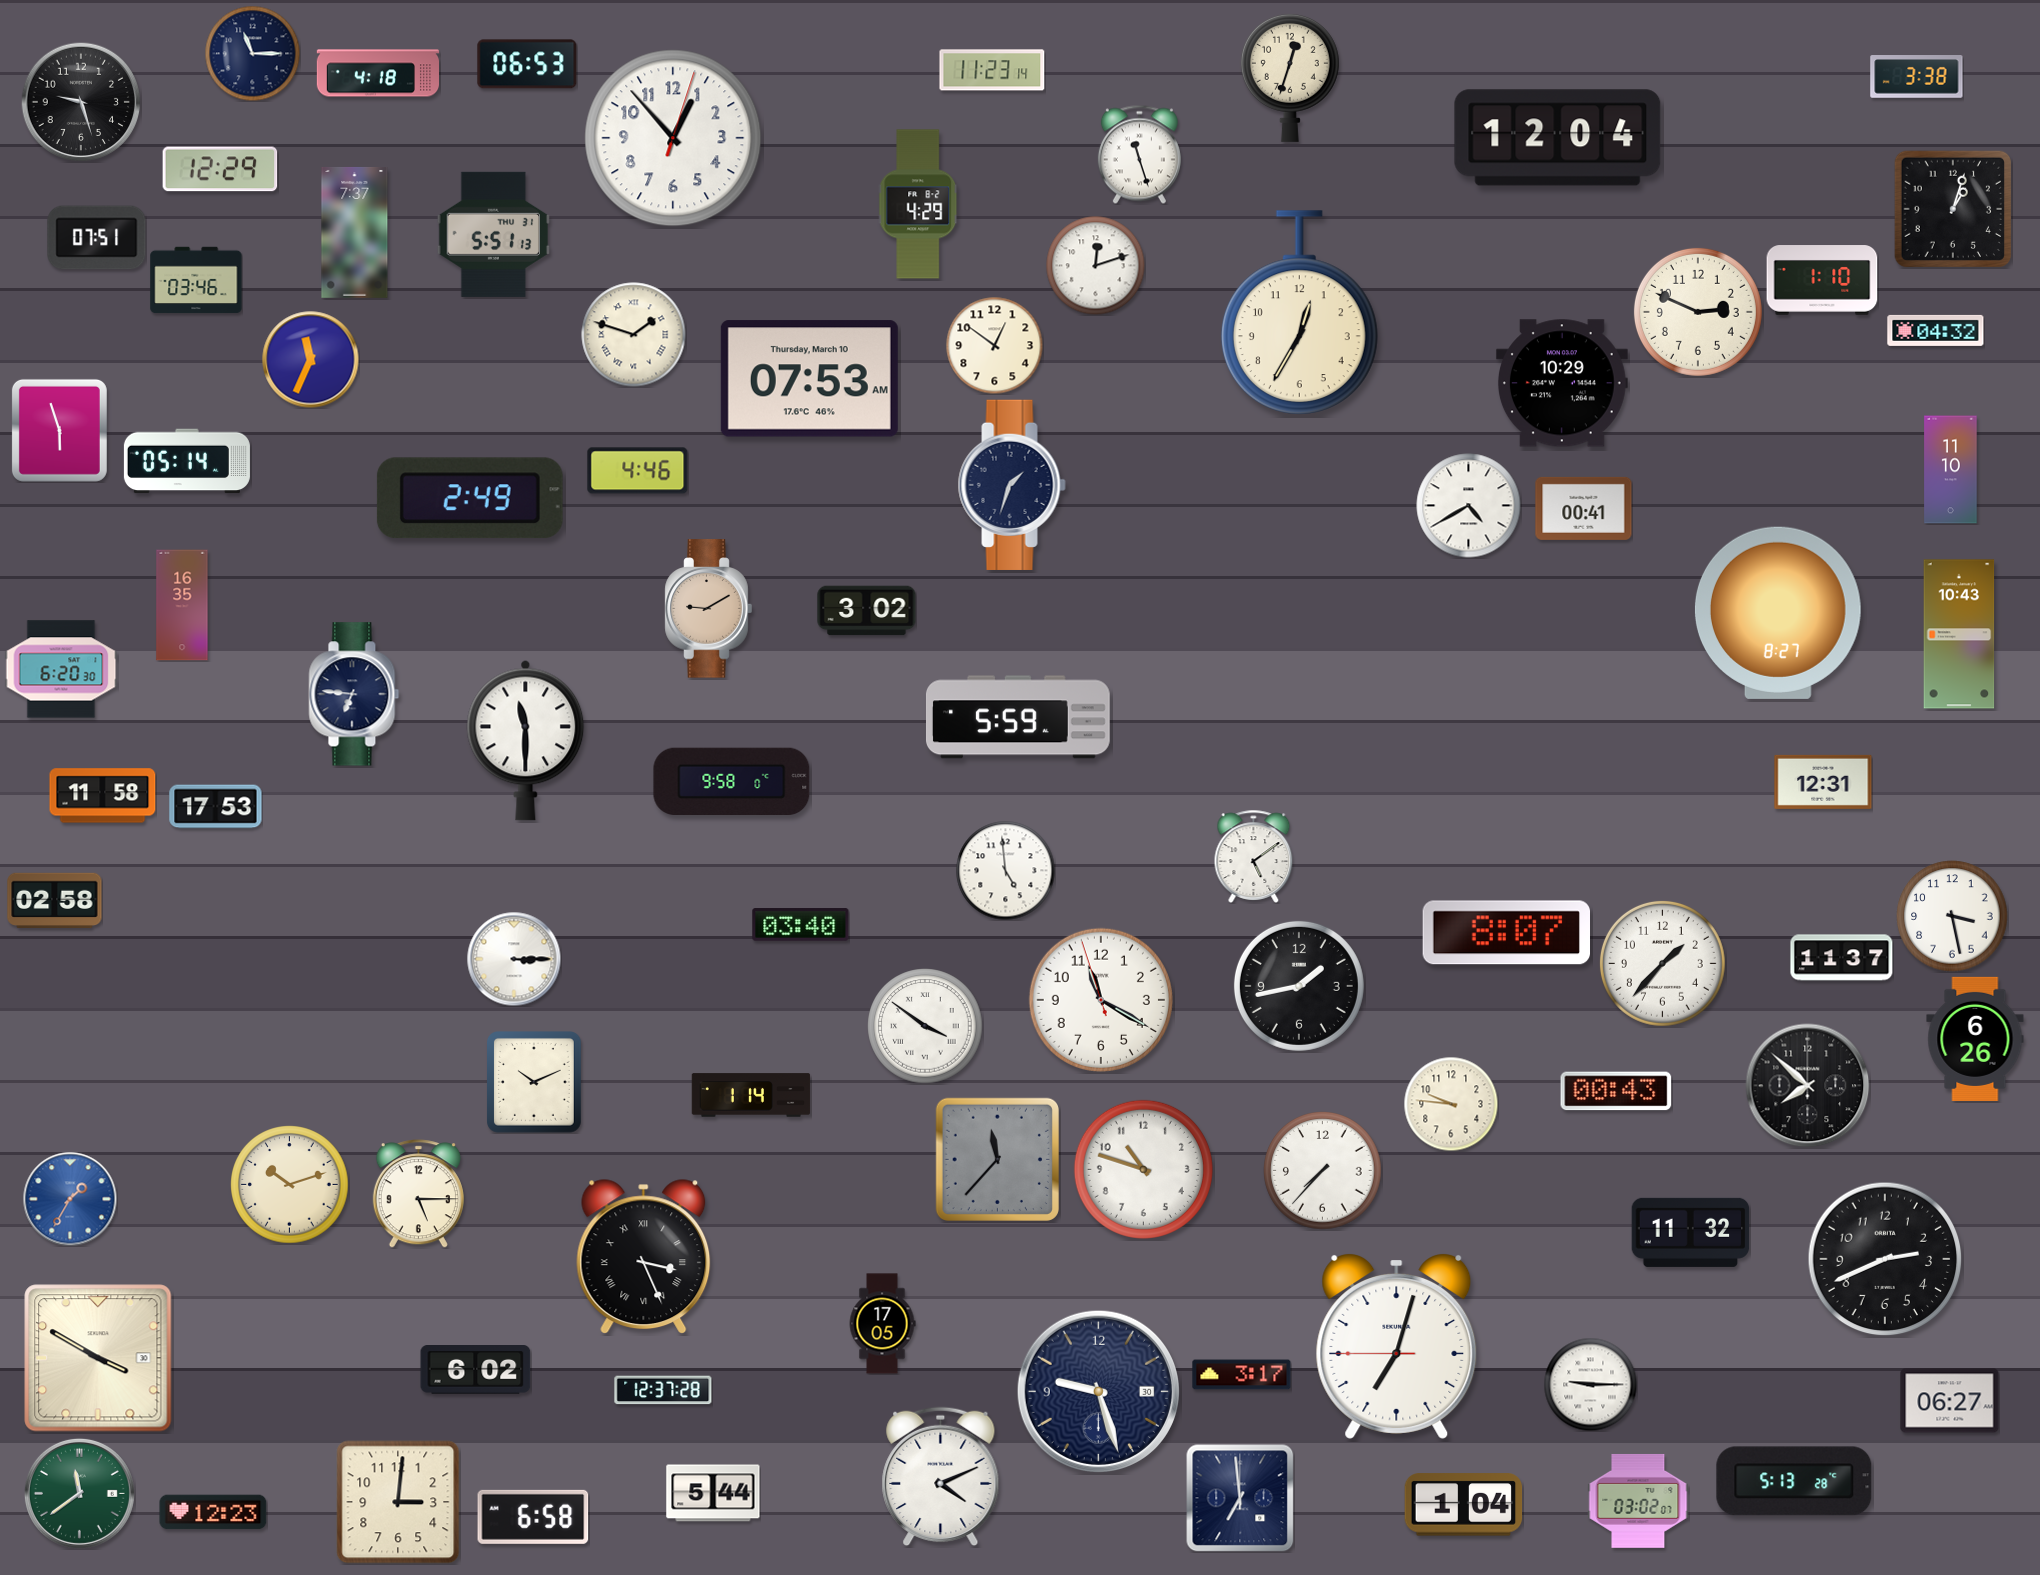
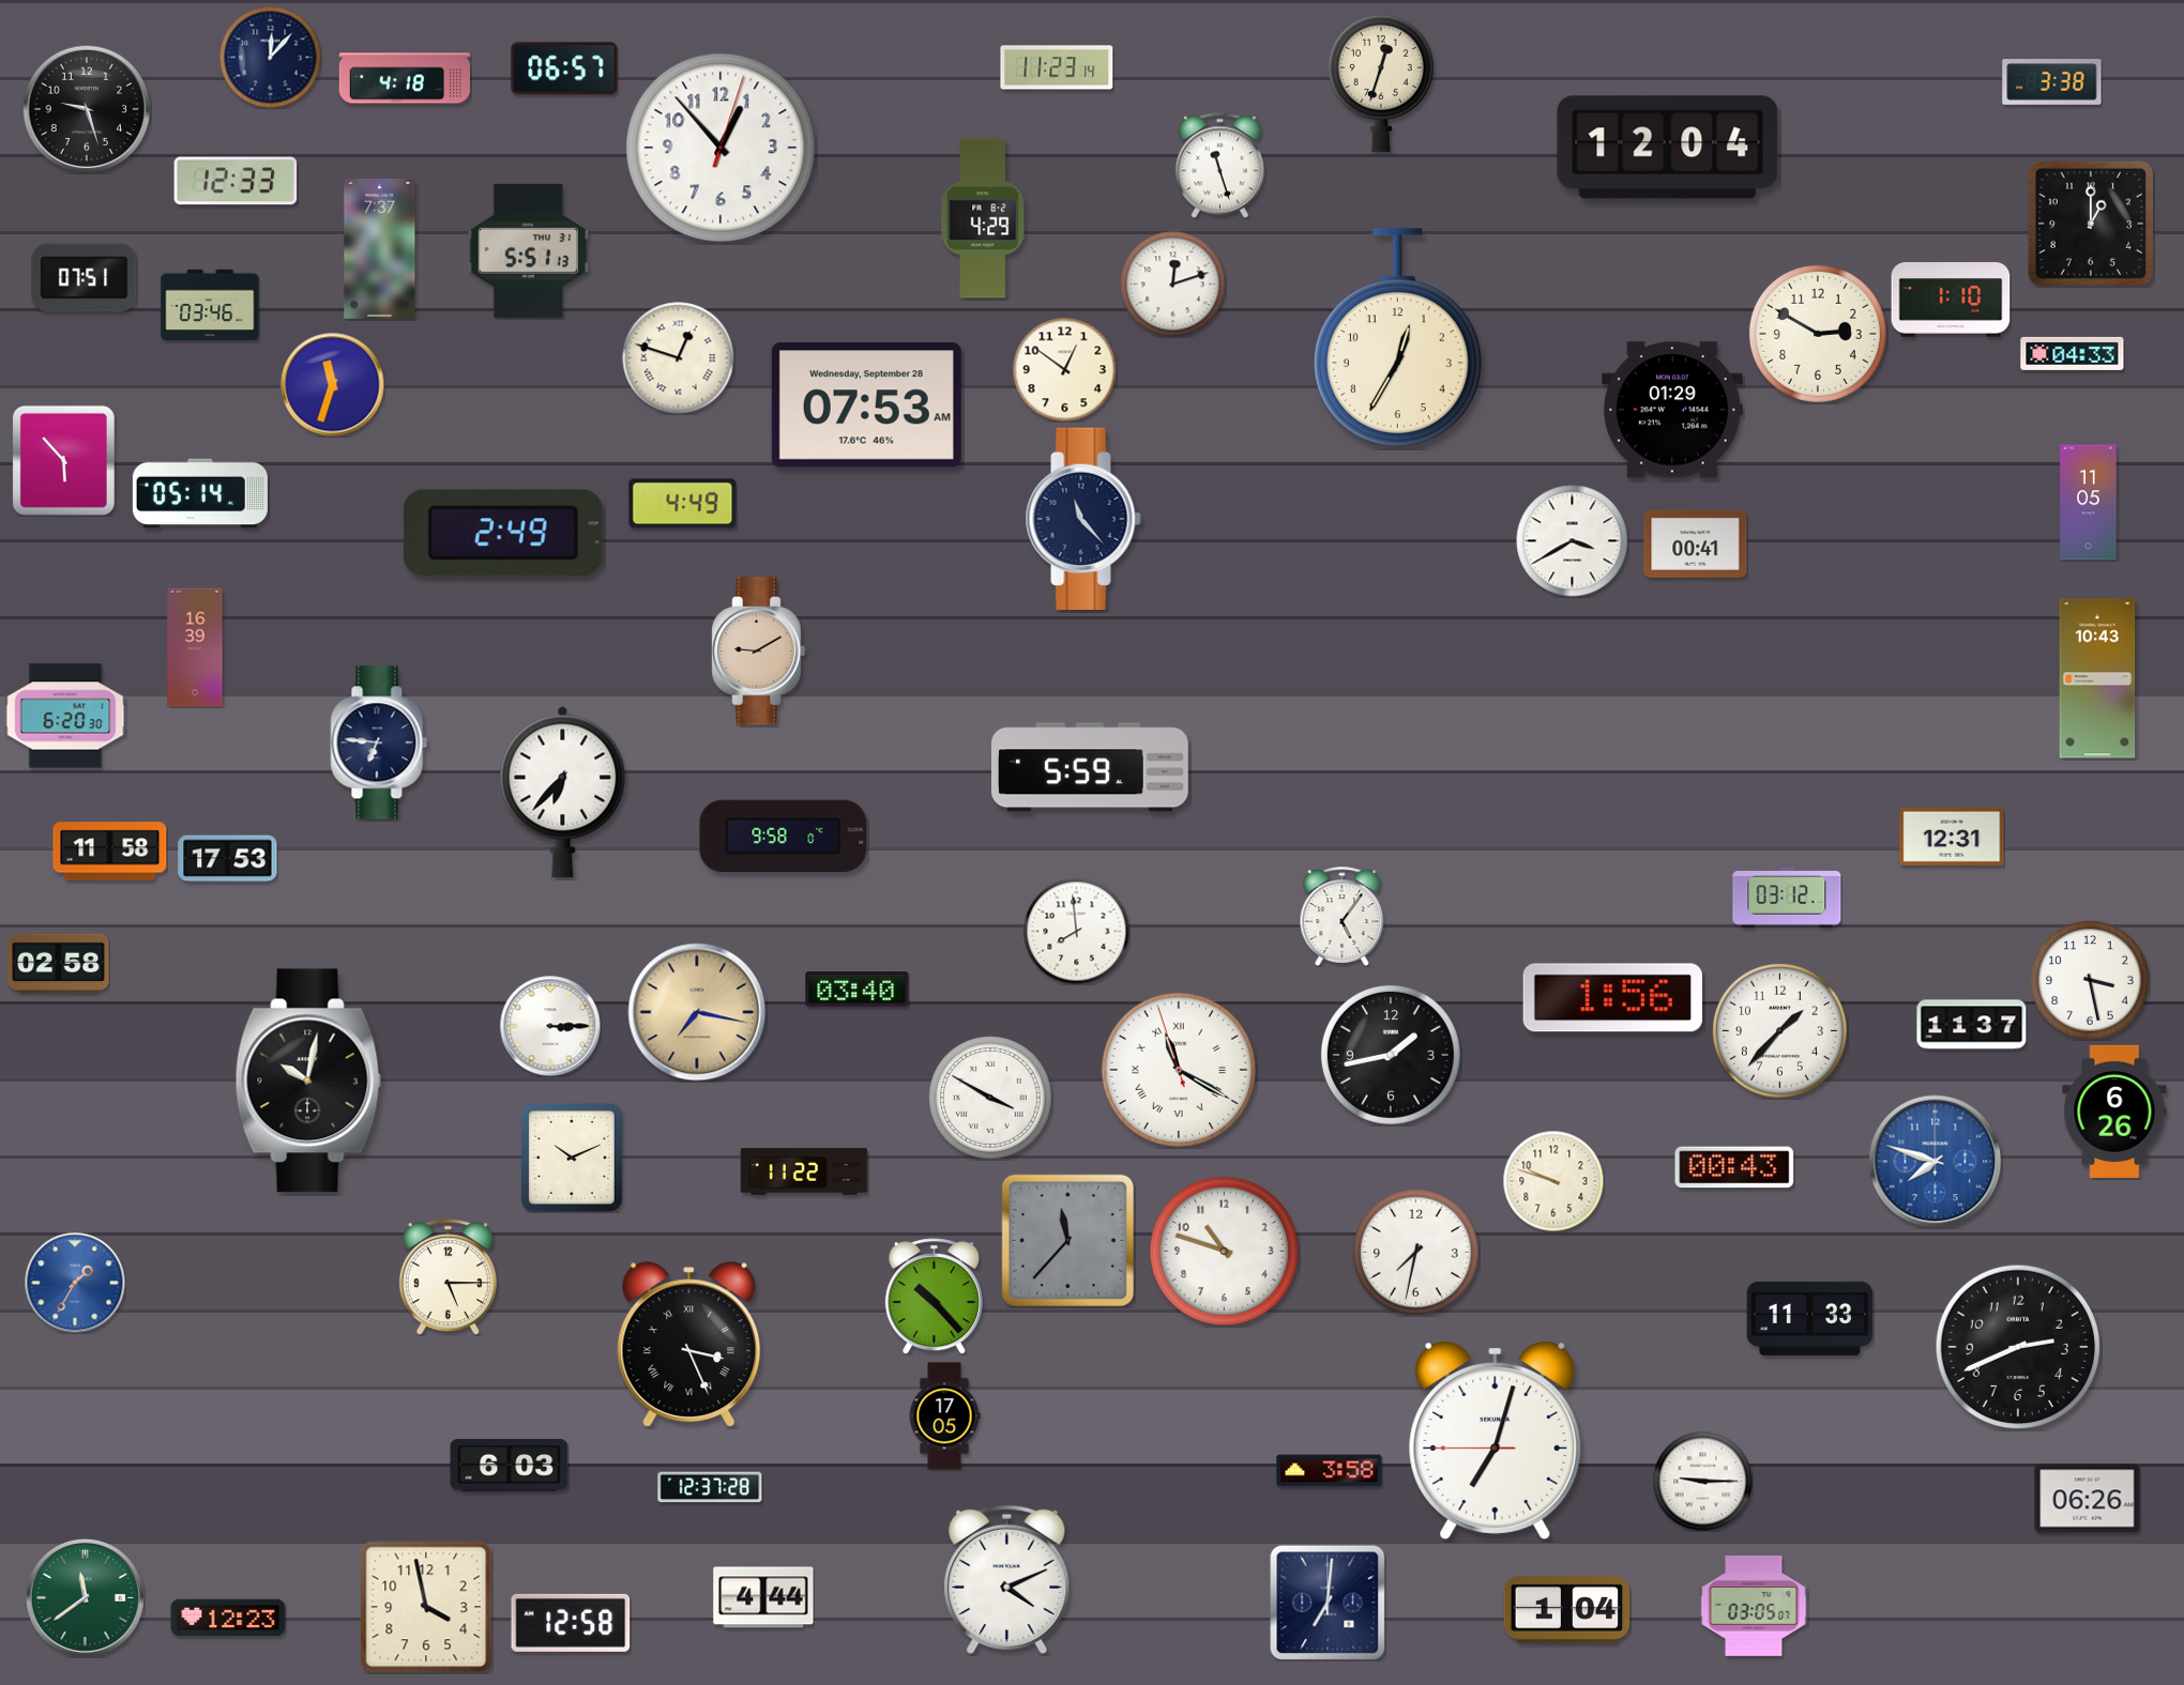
clock at (252, 53): 11:15 -> 12:07
clock at (527, 64): 06:53 -> 06:57
clock at (992, 70) position: (992, 70) -> (1057, 67)
clock at (220, 169): 12:29 -> 12:33
clock at (1952, 208): 1:03 -> 1:00
clock at (97, 238) position: (97, 238) -> (85, 278)
clock at (196, 280) position: (196, 280) -> (210, 305)
clock at (1698, 312): 2:49 -> 2:50
clock at (1299, 313) position: (1299, 313) -> (1397, 338)
clock at (1936, 330): 04:32 -> 04:33
clock at (634, 335): 1:48 -> 12:48
clock at (311, 360): 11:34 -> 11:33
clock at (809, 379) date: Thursday, March 10 -> Wednesday, September 28
clock at (1562, 383): 10:29 -> 01:29
clock at (59, 430): 5:57 -> 5:53
clock at (1951, 470): 11:10 -> 11:05
clock at (638, 471): 4:46 -> 4:49
clock at (1012, 485): 1:33 -> 11:23
clock at (1469, 506): 4:40 -> 3:40
clock at (182, 605): 16:35 -> 16:39
clock at (867, 611): 3:02 -> none
clock at (1778, 613): 8:27 -> none
clock at (526, 740): 11:30 -> 6:37
clock at (216, 807) position: (216, 807) -> (228, 859)
clock at (1787, 898): none -> 03:12
clock at (1254, 856): 5:09 -> 5:06
clock at (1006, 871): 4:59 -> 7:59
clock at (1506, 933): 8:07 -> 1:56
clock at (697, 1012): none -> 7:17
clock at (1101, 1000) numerals: Arabic -> Roman
clock at (308, 1081): none -> 10:02
clock at (925, 1026): 3:51 -> 3:50
clock at (1808, 1086): 7:52 -> 7:48
clock at (1808, 1086) dial: black -> blue
clock at (1616, 1091) position: (1616, 1091) -> (1734, 1167)
clock at (751, 1095): 1:14 -> 11:22
clock at (1451, 1104): 9:46 -> 9:48
clock at (1323, 1171): 7:37 -> 7:32
clock at (290, 1185): 10:12 -> none
clock at (934, 1297): none -> 10:23
clock at (1691, 1232): 11:32 -> 11:33
clock at (98, 1358): 3:50 -> none
clock at (476, 1370): 6:02 -> 6:03
clock at (1242, 1375): 3:17 -> 3:58
clock at (1098, 1391): 9:27 -> none
clock at (1950, 1401): 06:27 -> 06:26
clock at (1794, 1481): 5:13 -> none
clock at (713, 1493): 5:44 -> 4:44
clock at (1240, 1498): 6:59 -> 7:01
clock at (1638, 1501): 03:02 -> 03:05
clock at (398, 1502): 3:01 -> 3:58
clock at (533, 1517): 6:58 -> 12:58
